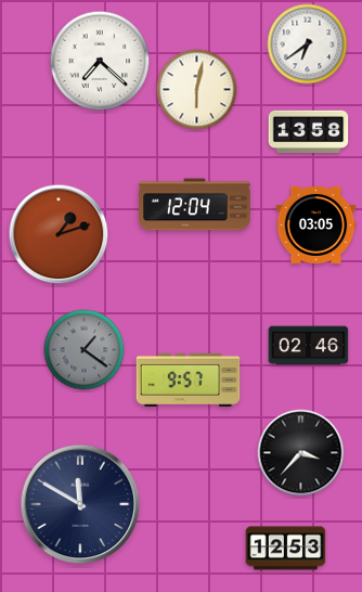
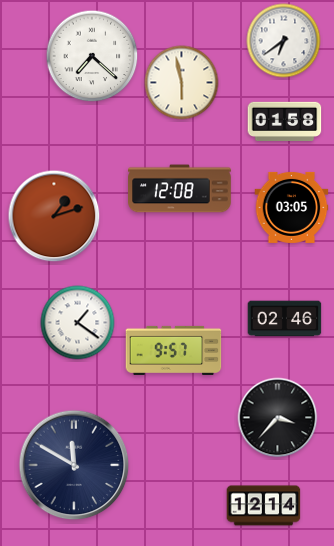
clock at (197, 90): 6:02 -> 5:58
clock at (309, 131): 13:58 -> 01:58
clock at (195, 205): 12:04 -> 12:08
clock at (85, 350) dial: grey -> white
clock at (286, 549): 12:53 -> 12:14
